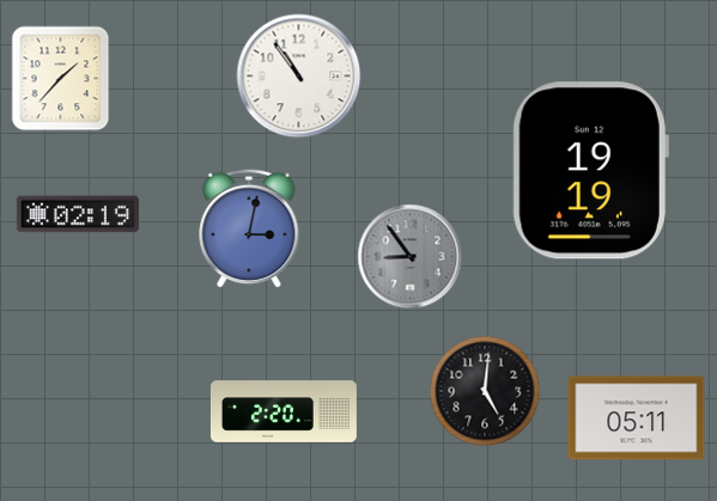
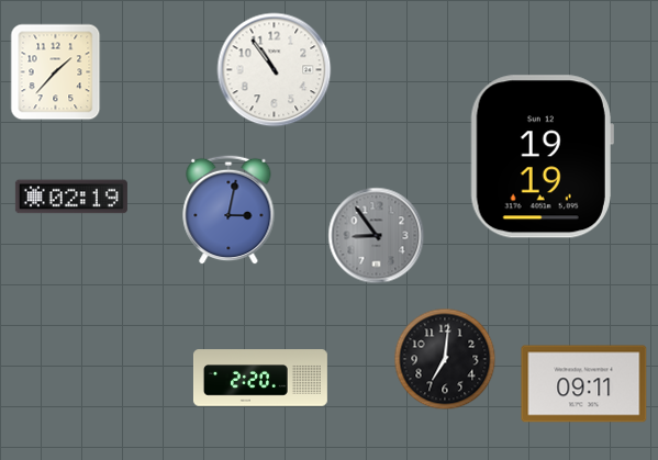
clock at (485, 391): 5:01 -> 7:01
clock at (637, 418): 05:11 -> 09:11
